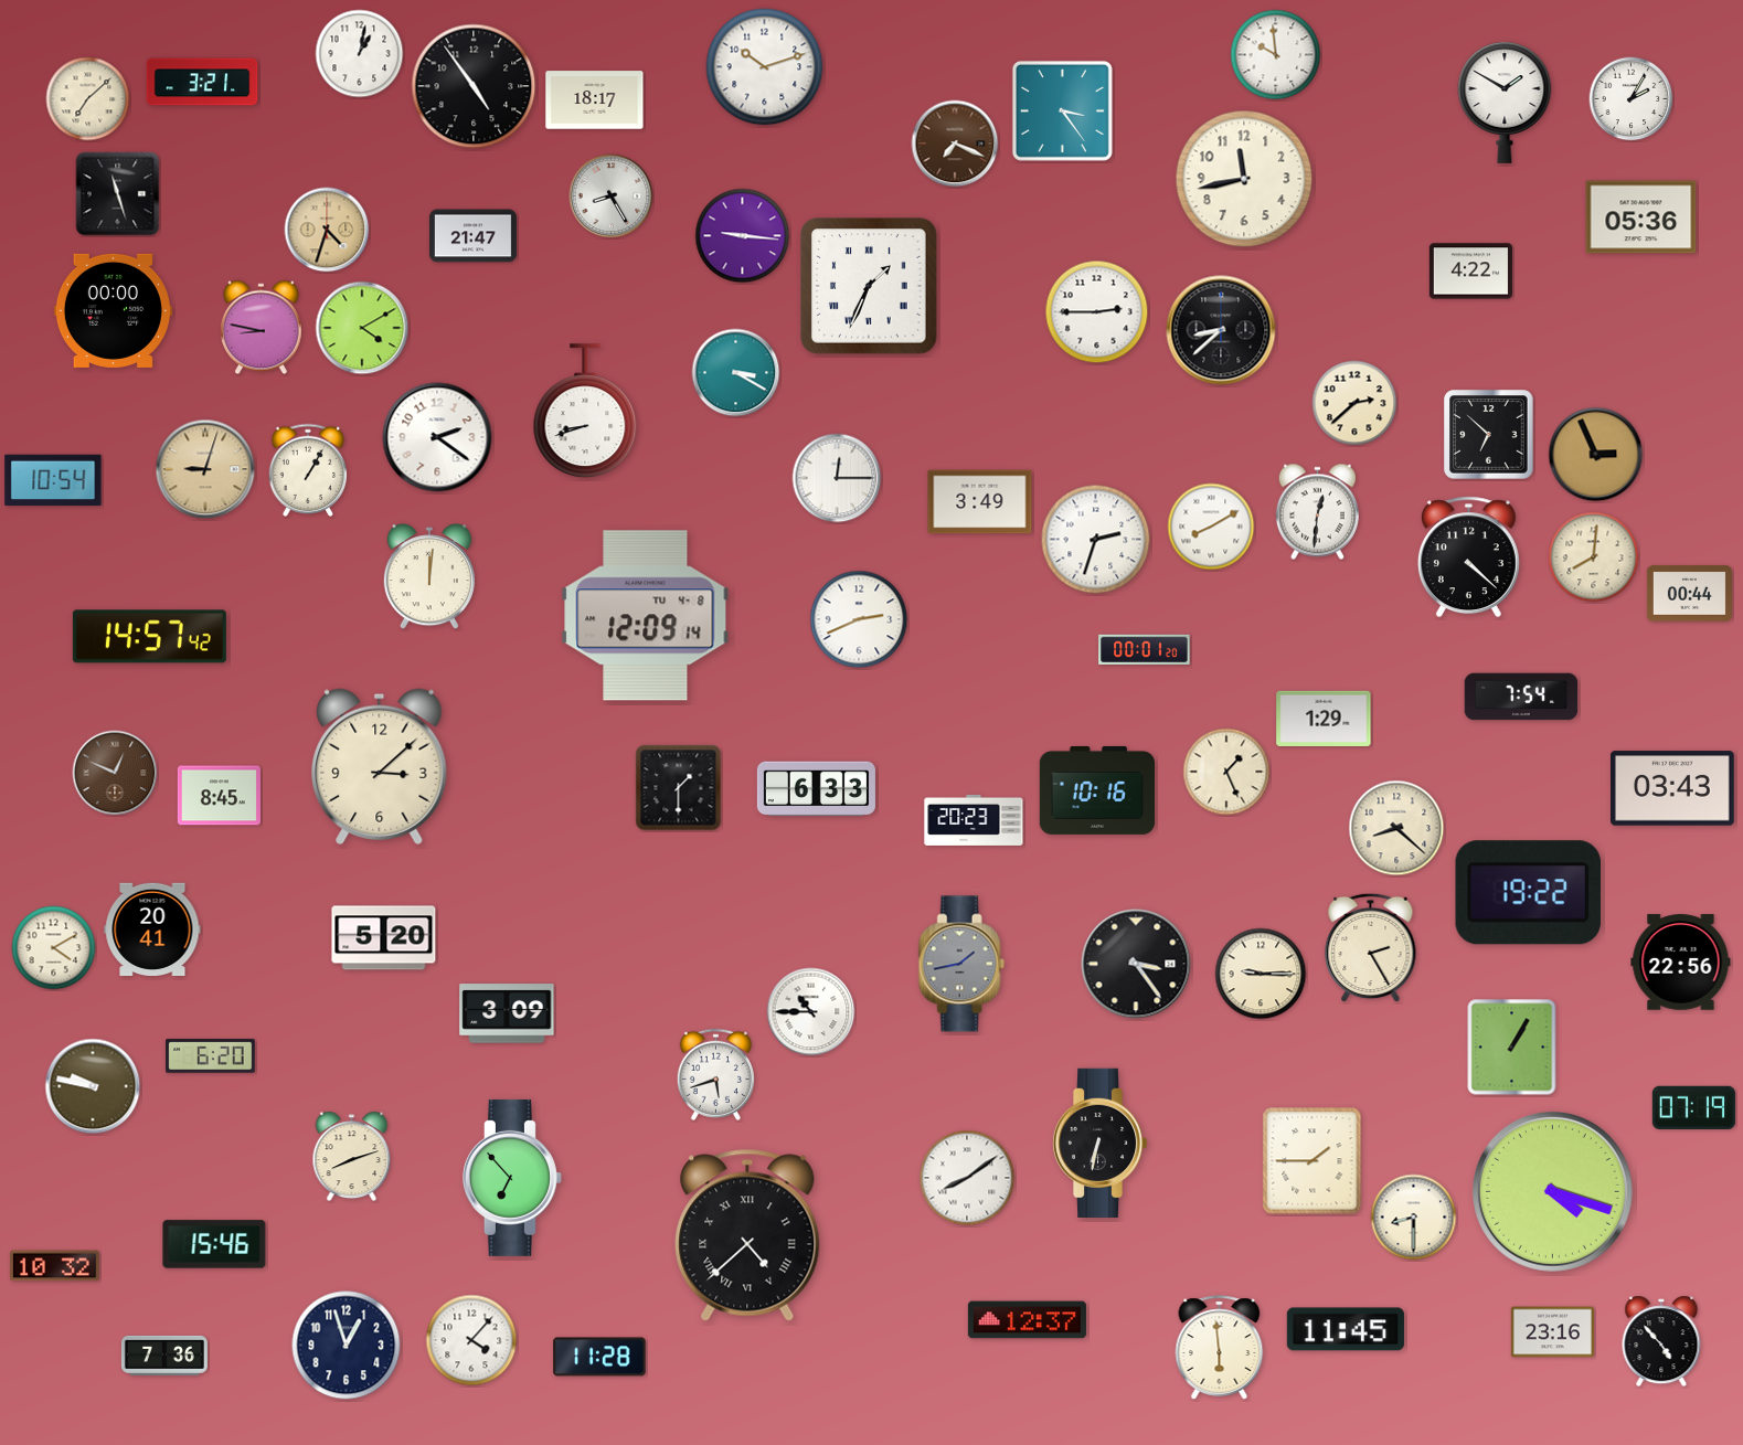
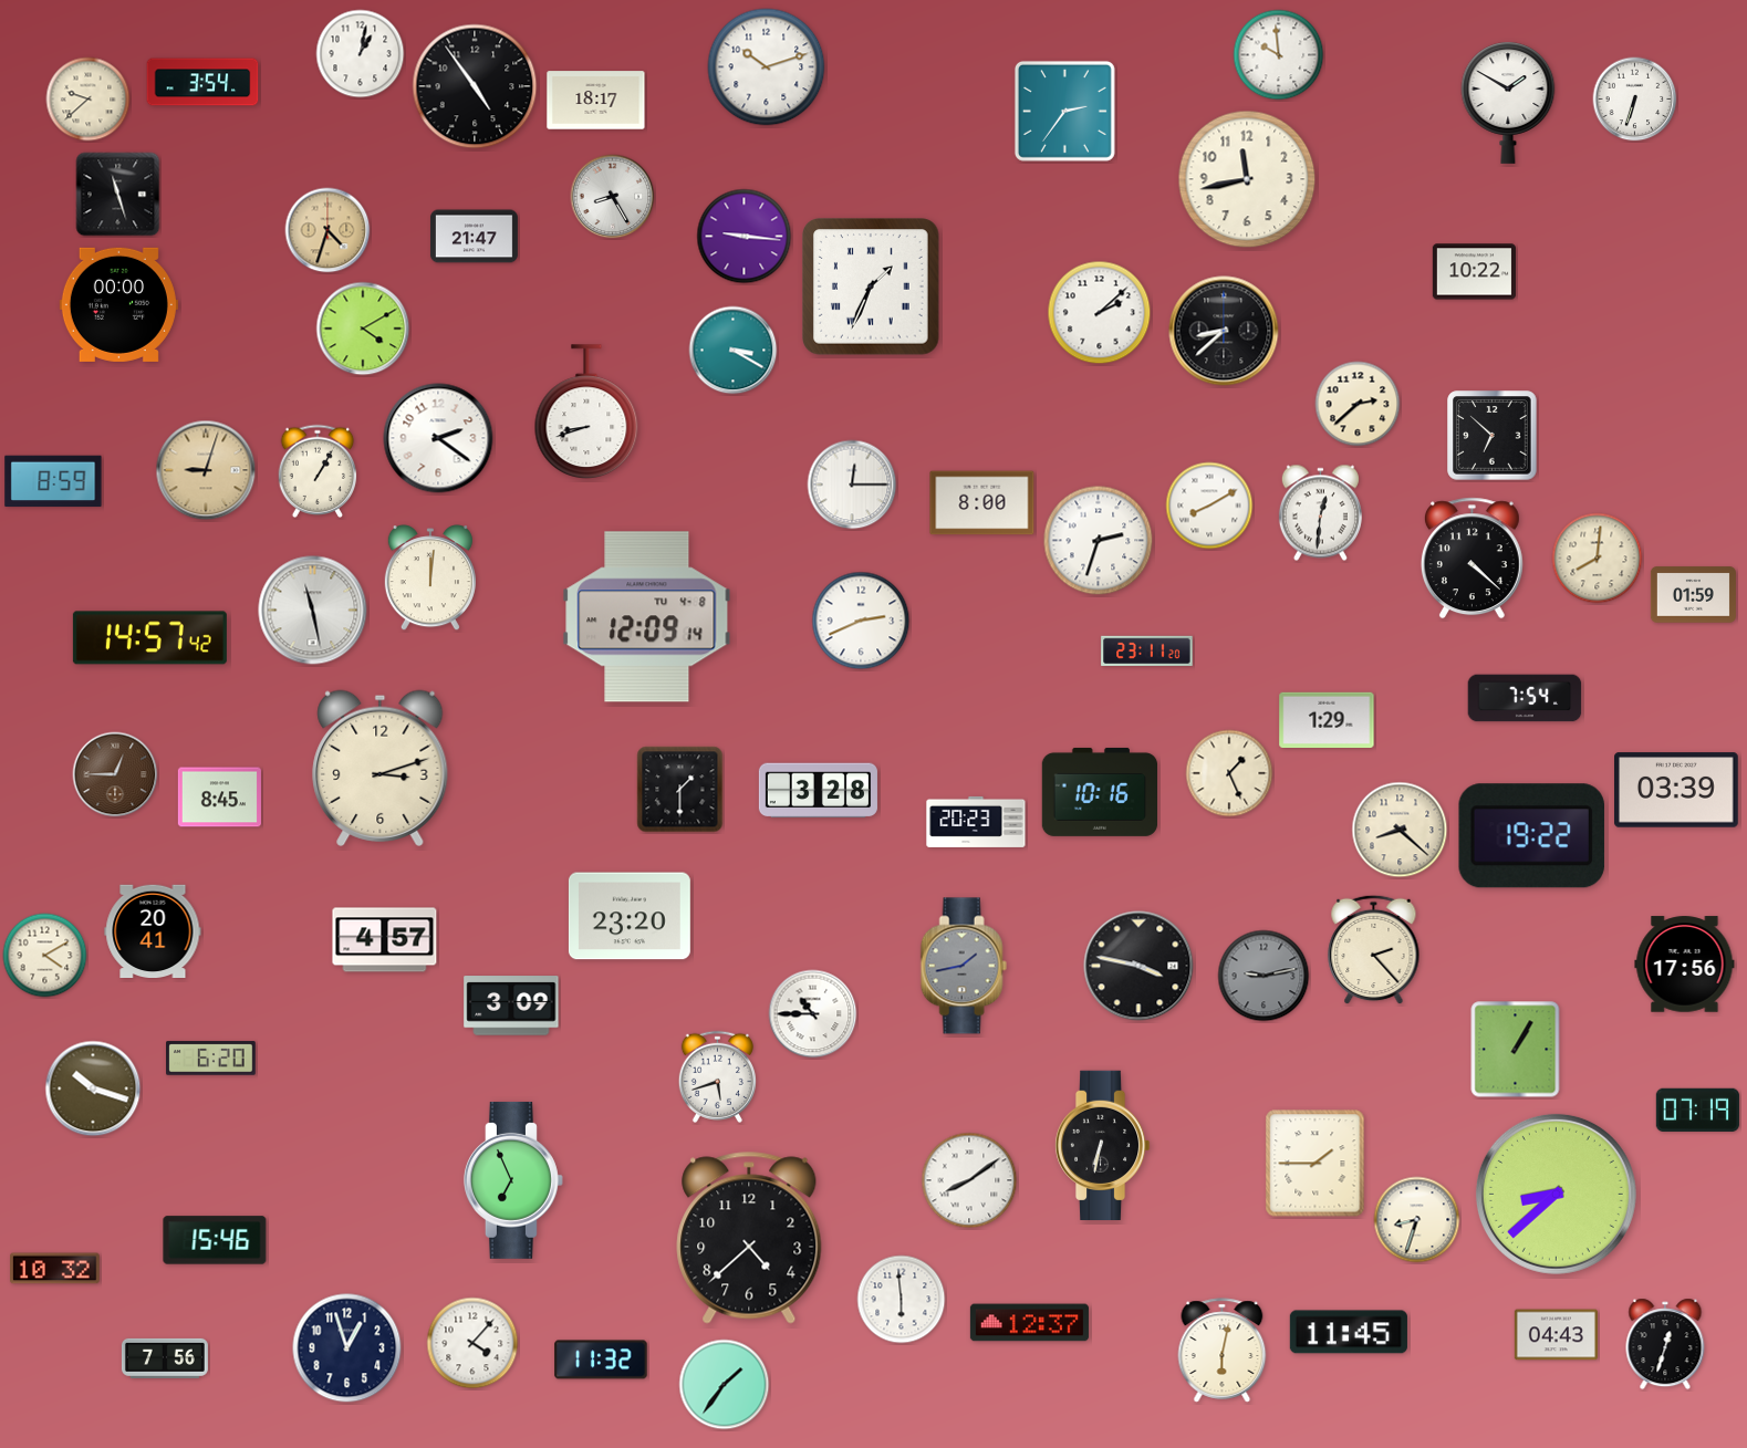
clock at (202, 82): 3:21 -> 3:54
clock at (88, 99): 7:08 -> 9:38
clock at (1632, 99): 2:05 -> 6:33
clock at (1062, 110): 3:24 -> 2:36
clock at (955, 144): 7:19 -> none
clock at (1641, 217): 05:36 -> none
clock at (1470, 272): 4:22 -> 10:22
clock at (113, 310) position: (113, 310) -> (118, 304)
clock at (1097, 312): 2:45 -> 2:08
clock at (262, 328): 8:47 -> none
clock at (736, 373) position: (736, 373) -> (734, 351)
clock at (1596, 455): 2:56 -> none
clock at (308, 469) position: (308, 469) -> (318, 470)
clock at (837, 478) position: (837, 478) -> (852, 485)
clock at (53, 480): 10:54 -> 8:59
clock at (980, 502): 3:49 -> 8:00
clock at (1211, 527) position: (1211, 527) -> (1209, 506)
clock at (1689, 594): 00:44 -> 01:59
clock at (313, 611): none -> 11:28
clock at (1145, 649): 00:01 -> 23:11
clock at (380, 766): 3:08 -> 3:12
clock at (115, 773): 12:49 -> 12:45
clock at (1673, 788): 03:43 -> 03:39
clock at (816, 789): 6:33 -> 3:28
clock at (1528, 893) position: (1528, 893) -> (1531, 836)
clock at (630, 916): none -> 23:20
clock at (384, 938): 5:20 -> 4:57
clock at (54, 948) position: (54, 948) -> (45, 956)
clock at (1371, 948): 2:25 -> 2:23
clock at (1681, 963): 22:56 -> 17:56
clock at (1136, 964): 3:24 -> 3:47
clock at (1261, 974): 9:15 -> 9:13
clock at (1261, 974) dial: cream -> grey
clock at (507, 1013) position: (507, 1013) -> (511, 1006)
clock at (93, 1086): 9:47 -> 10:18
clock at (352, 1157): 8:12 -> none
clock at (512, 1178): 6:53 -> 6:56
clock at (1552, 1191): 4:18 -> 8:38
clock at (1414, 1218): 8:30 -> 8:33
clock at (747, 1235) numerals: Roman -> Arabic
clock at (214, 1244) position: (214, 1244) -> (215, 1240)
clock at (902, 1300): none -> 5:59
clock at (1552, 1332): 23:16 -> 04:43
clock at (1661, 1341): 4:53 -> 12:33
clock at (1220, 1348): 5:59 -> 6:02
clock at (164, 1356): 7:36 -> 7:56
clock at (599, 1357): 11:28 -> 11:32
clock at (725, 1385): none -> 1:36
